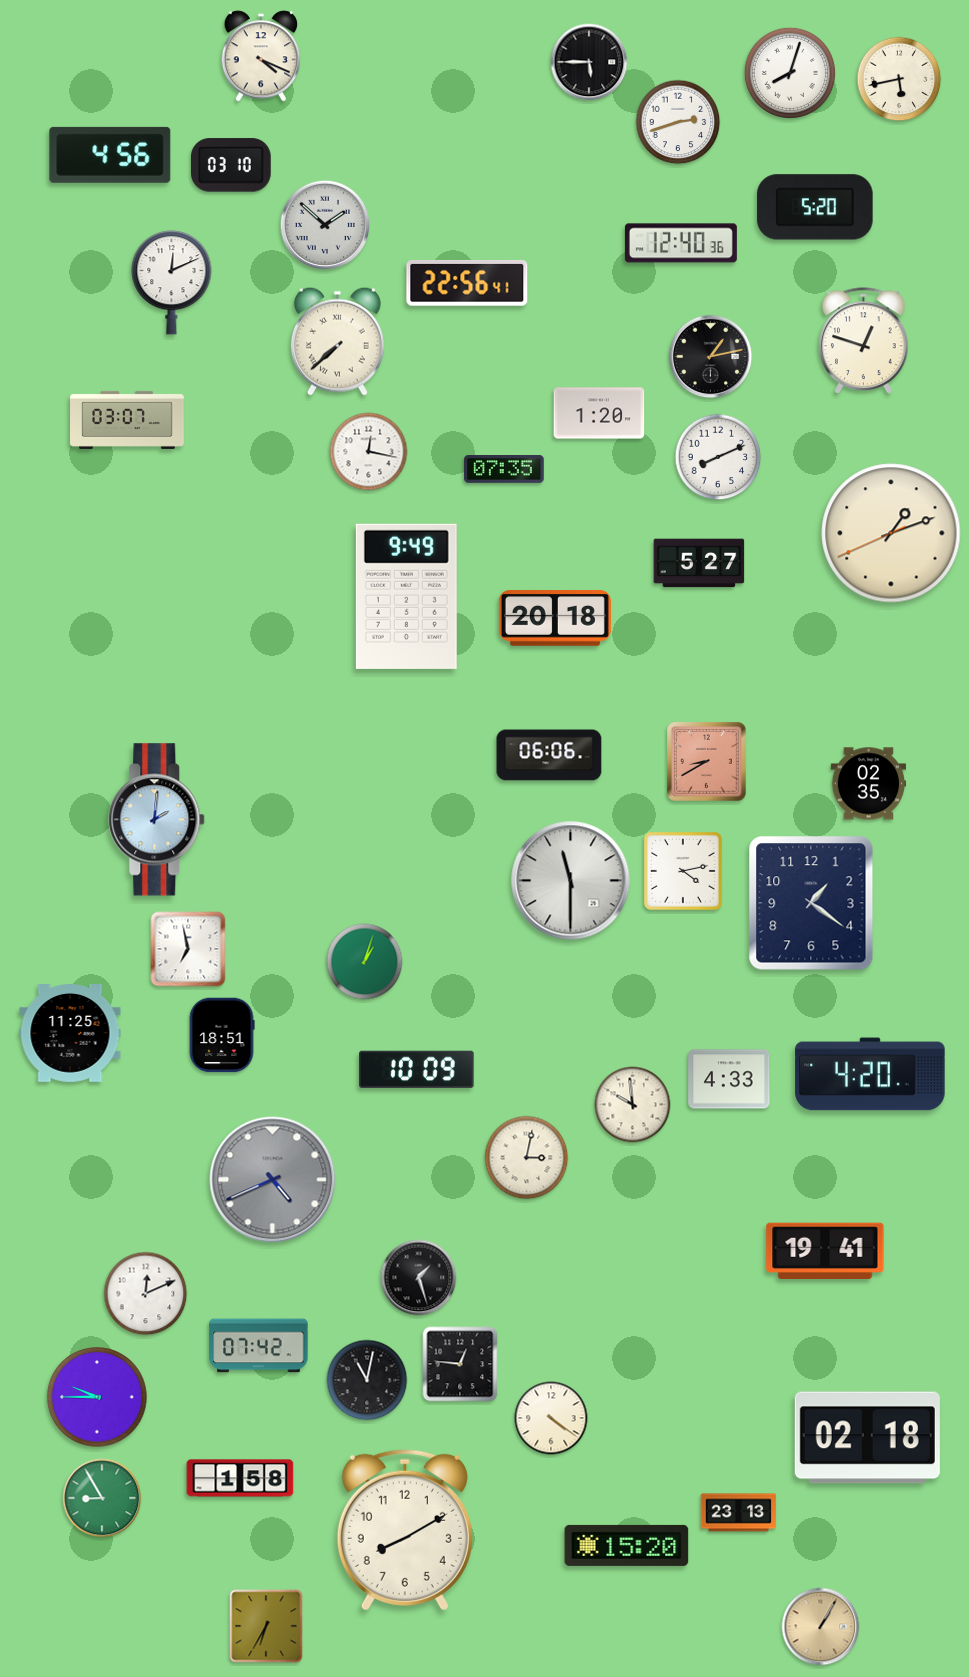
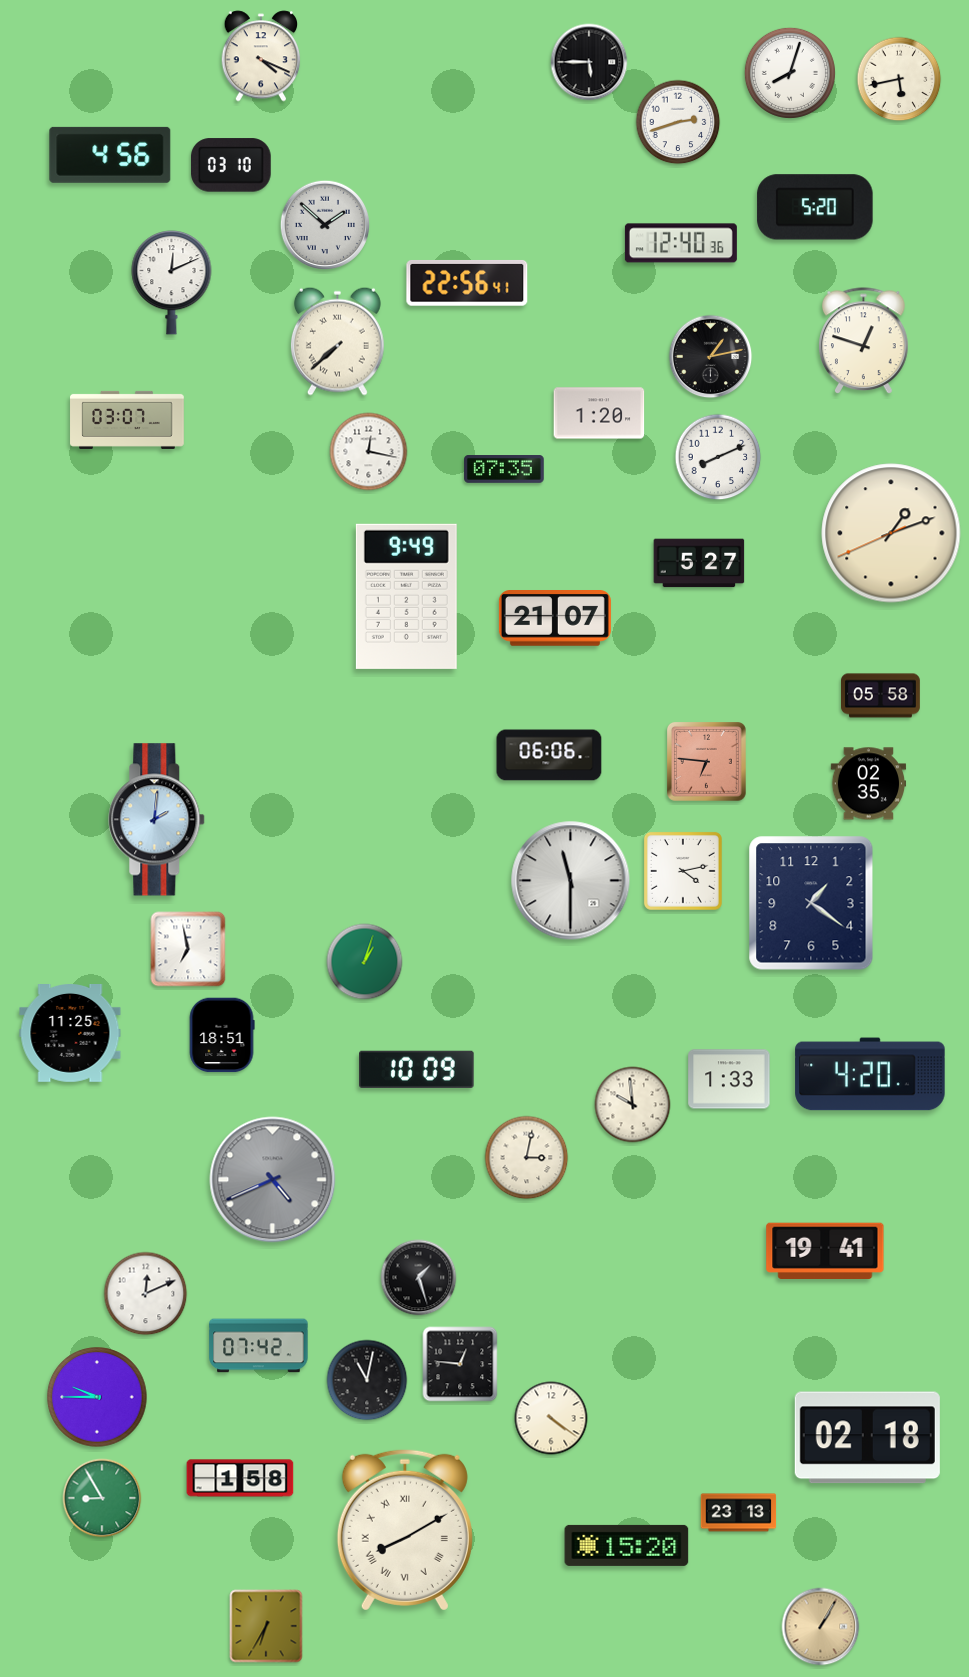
clock at (555, 619): 20:18 -> 21:07
clock at (881, 696): none -> 05:58
clock at (707, 762): 8:40 -> 6:46
clock at (729, 1079): 4:33 -> 1:33
clock at (405, 1530) numerals: Arabic -> Roman
